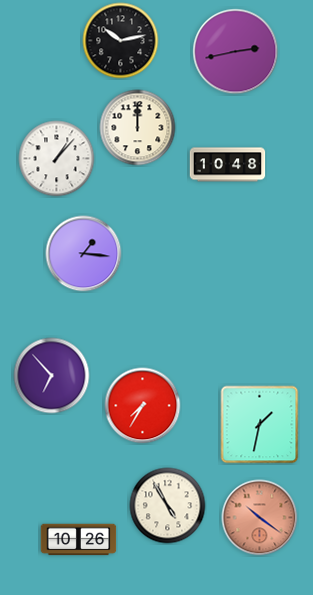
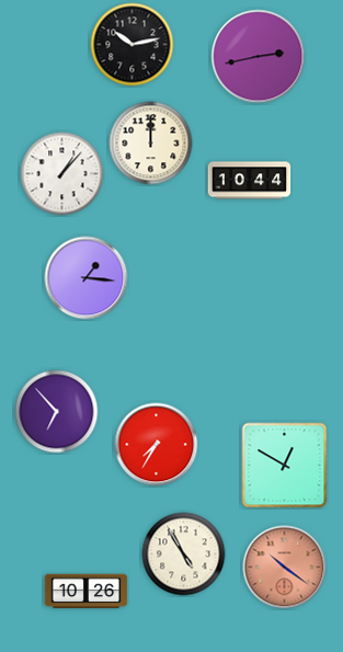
clock at (138, 128) position: (138, 128) -> (151, 144)
clock at (228, 165): 10:48 -> 10:44
clock at (84, 254) position: (84, 254) -> (87, 278)
clock at (260, 425): 1:32 -> 12:50
